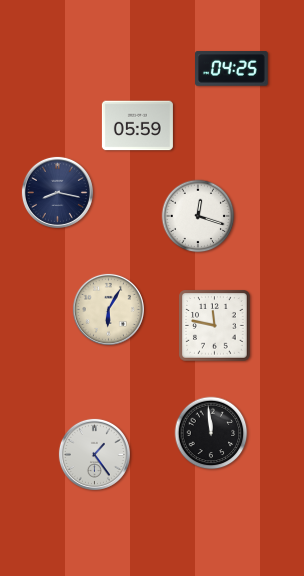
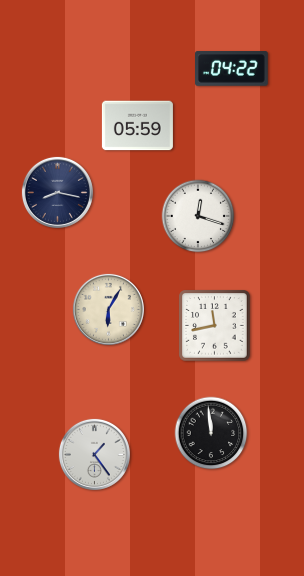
clock at (232, 69): 04:25 -> 04:22
clock at (215, 326): 11:47 -> 11:43
